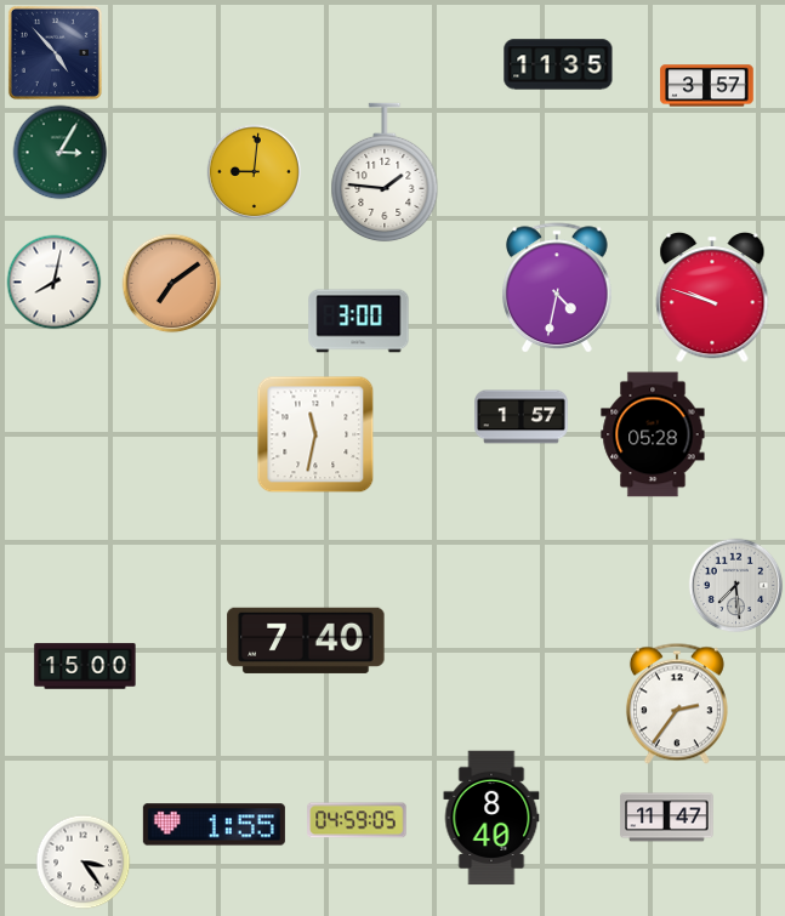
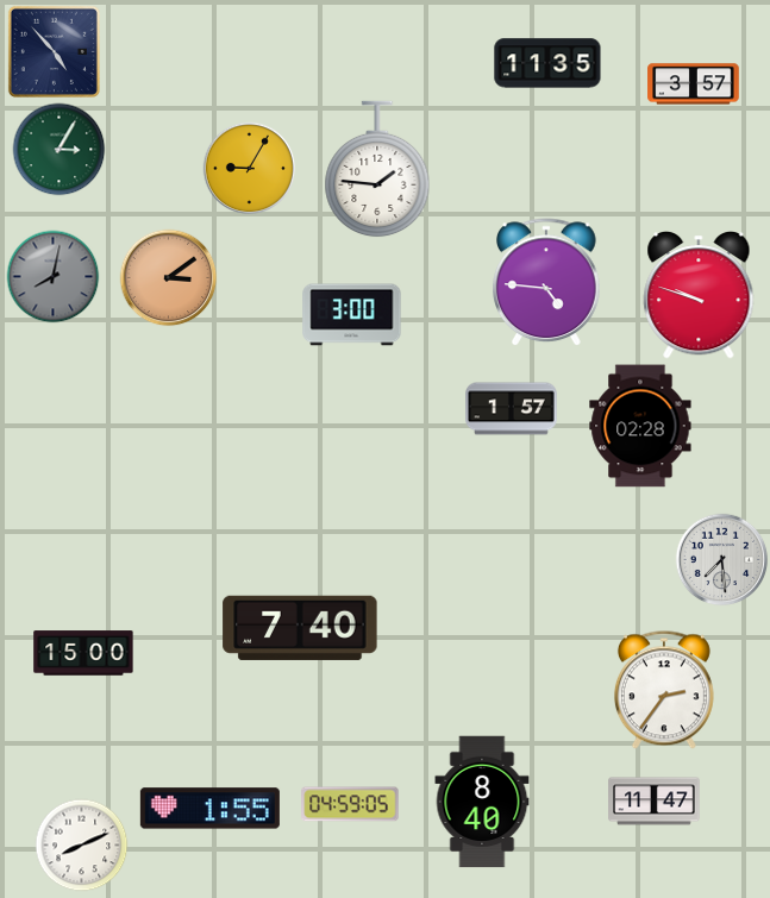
clock at (254, 171): 9:01 -> 9:05
clock at (53, 281) dial: white -> grey
clock at (171, 283): 7:09 -> 3:09
clock at (558, 288): 4:32 -> 4:46
clock at (712, 297) position: (712, 297) -> (699, 295)
clock at (315, 434): 11:32 -> none
clock at (653, 434): 05:28 -> 02:28
clock at (735, 585) position: (735, 585) -> (721, 559)
clock at (83, 861): 3:24 -> 8:11
